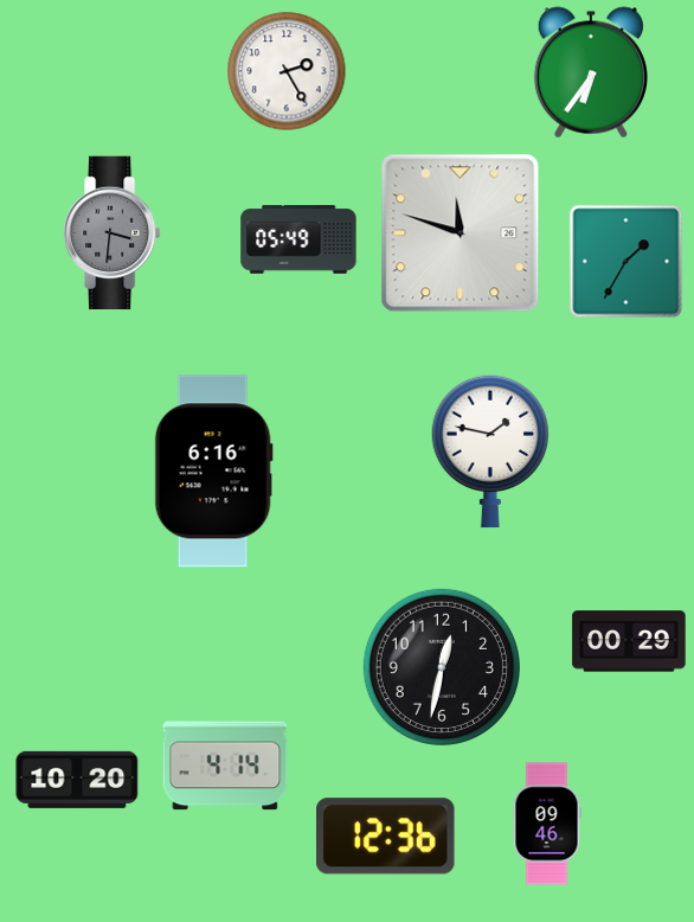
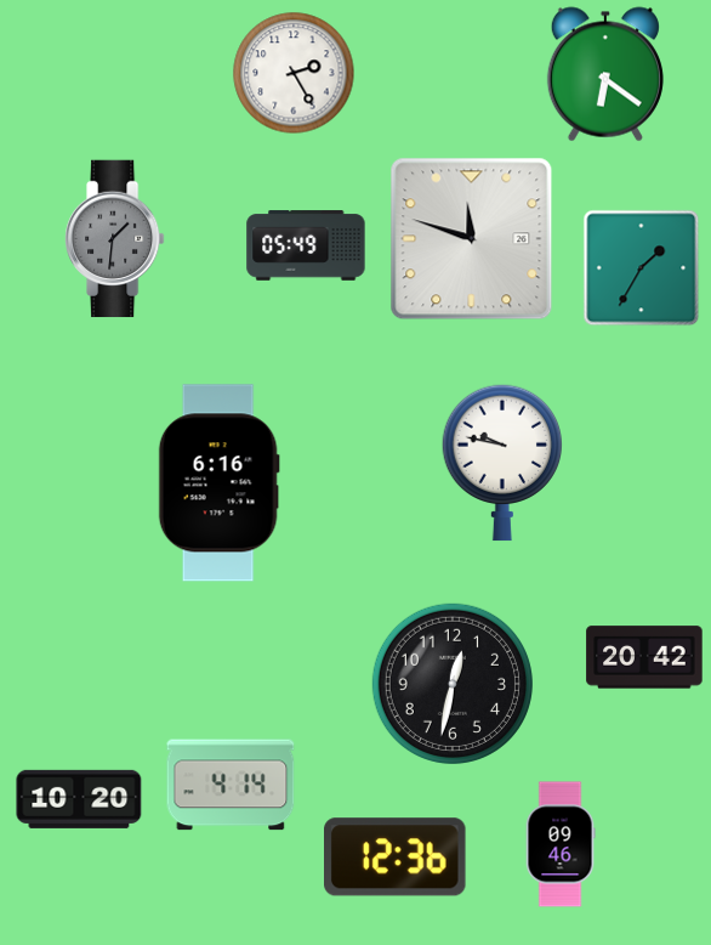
clock at (591, 72): 6:36 -> 6:21
clock at (113, 233): 3:31 -> 1:31
clock at (489, 452): 1:47 -> 9:47
clock at (629, 641): 00:29 -> 20:42
